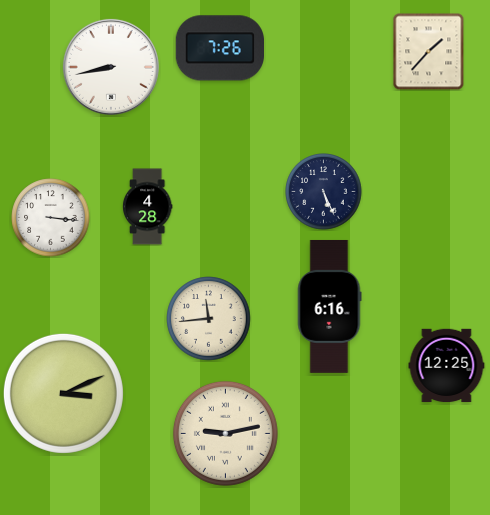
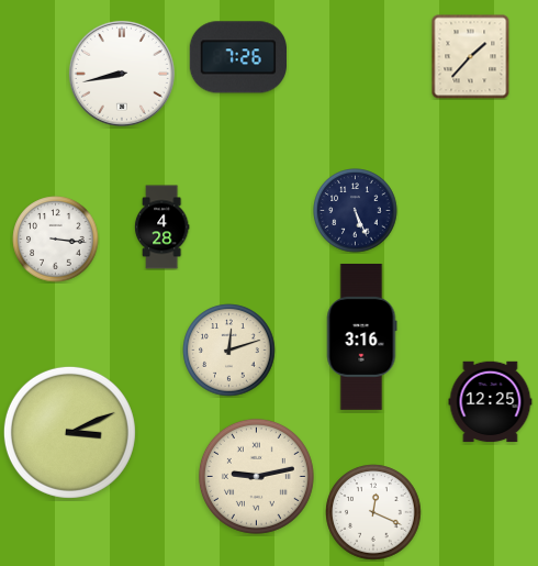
clock at (219, 48) position: (219, 48) -> (237, 57)
clock at (329, 306): 6:16 -> 3:16
clock at (209, 319): 11:44 -> 12:12
clock at (225, 433) position: (225, 433) -> (256, 476)
clock at (373, 512): none -> 12:19
